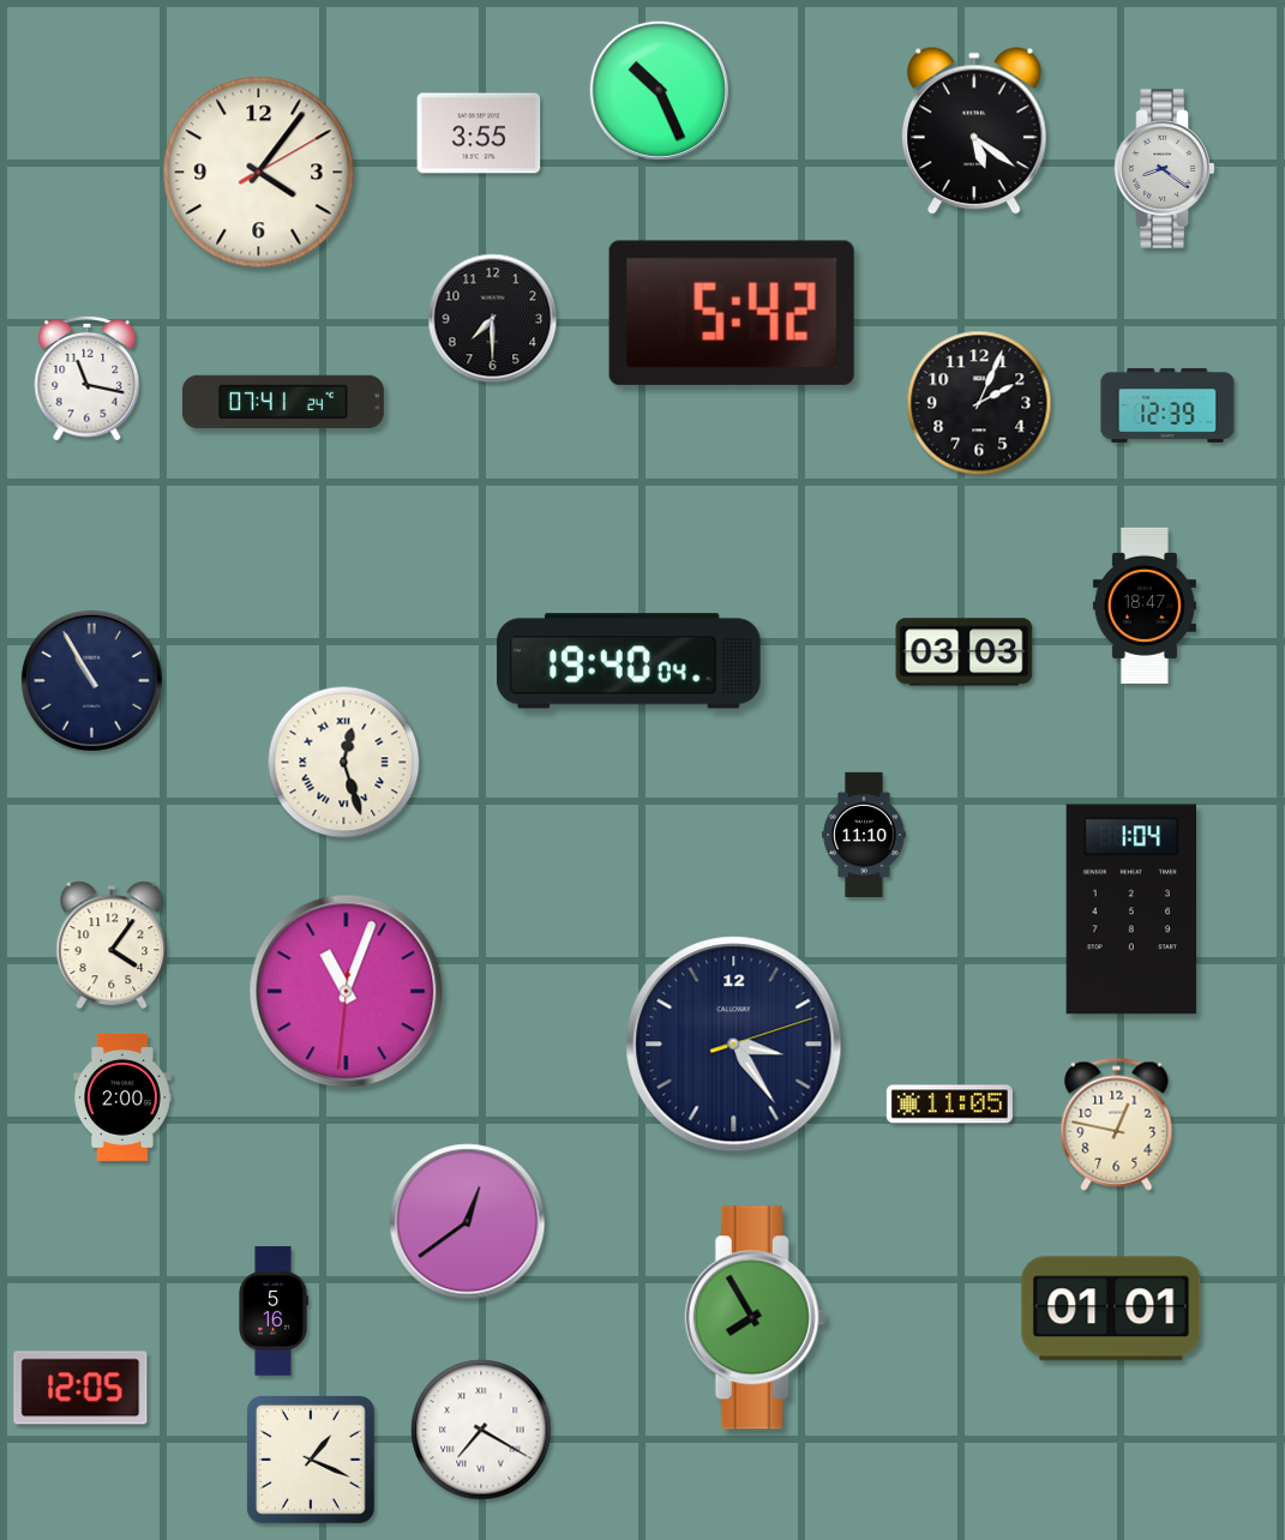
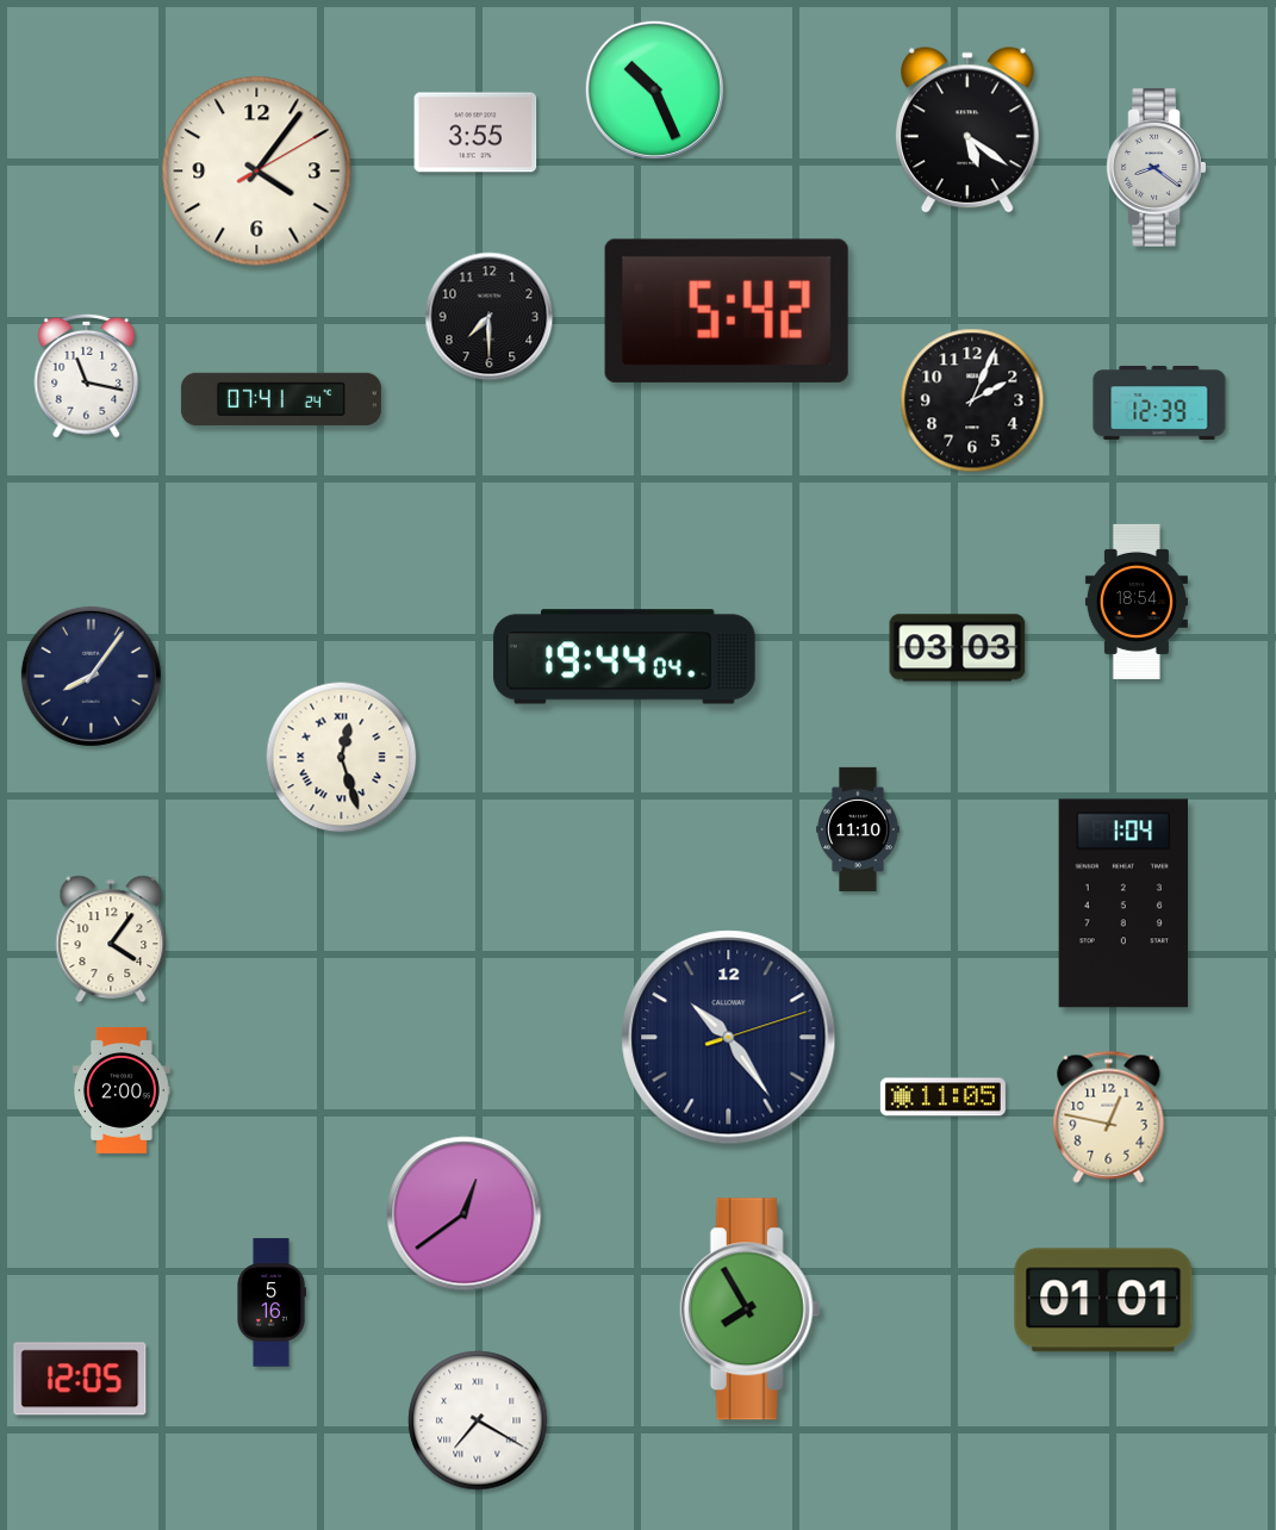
clock at (1145, 606): 18:47 -> 18:54
clock at (629, 661): 19:40 -> 19:44
clock at (91, 680): 10:55 -> 8:06
clock at (347, 992): 11:03 -> none
clock at (734, 1045): 3:24 -> 10:24
clock at (311, 1460): 1:19 -> none
